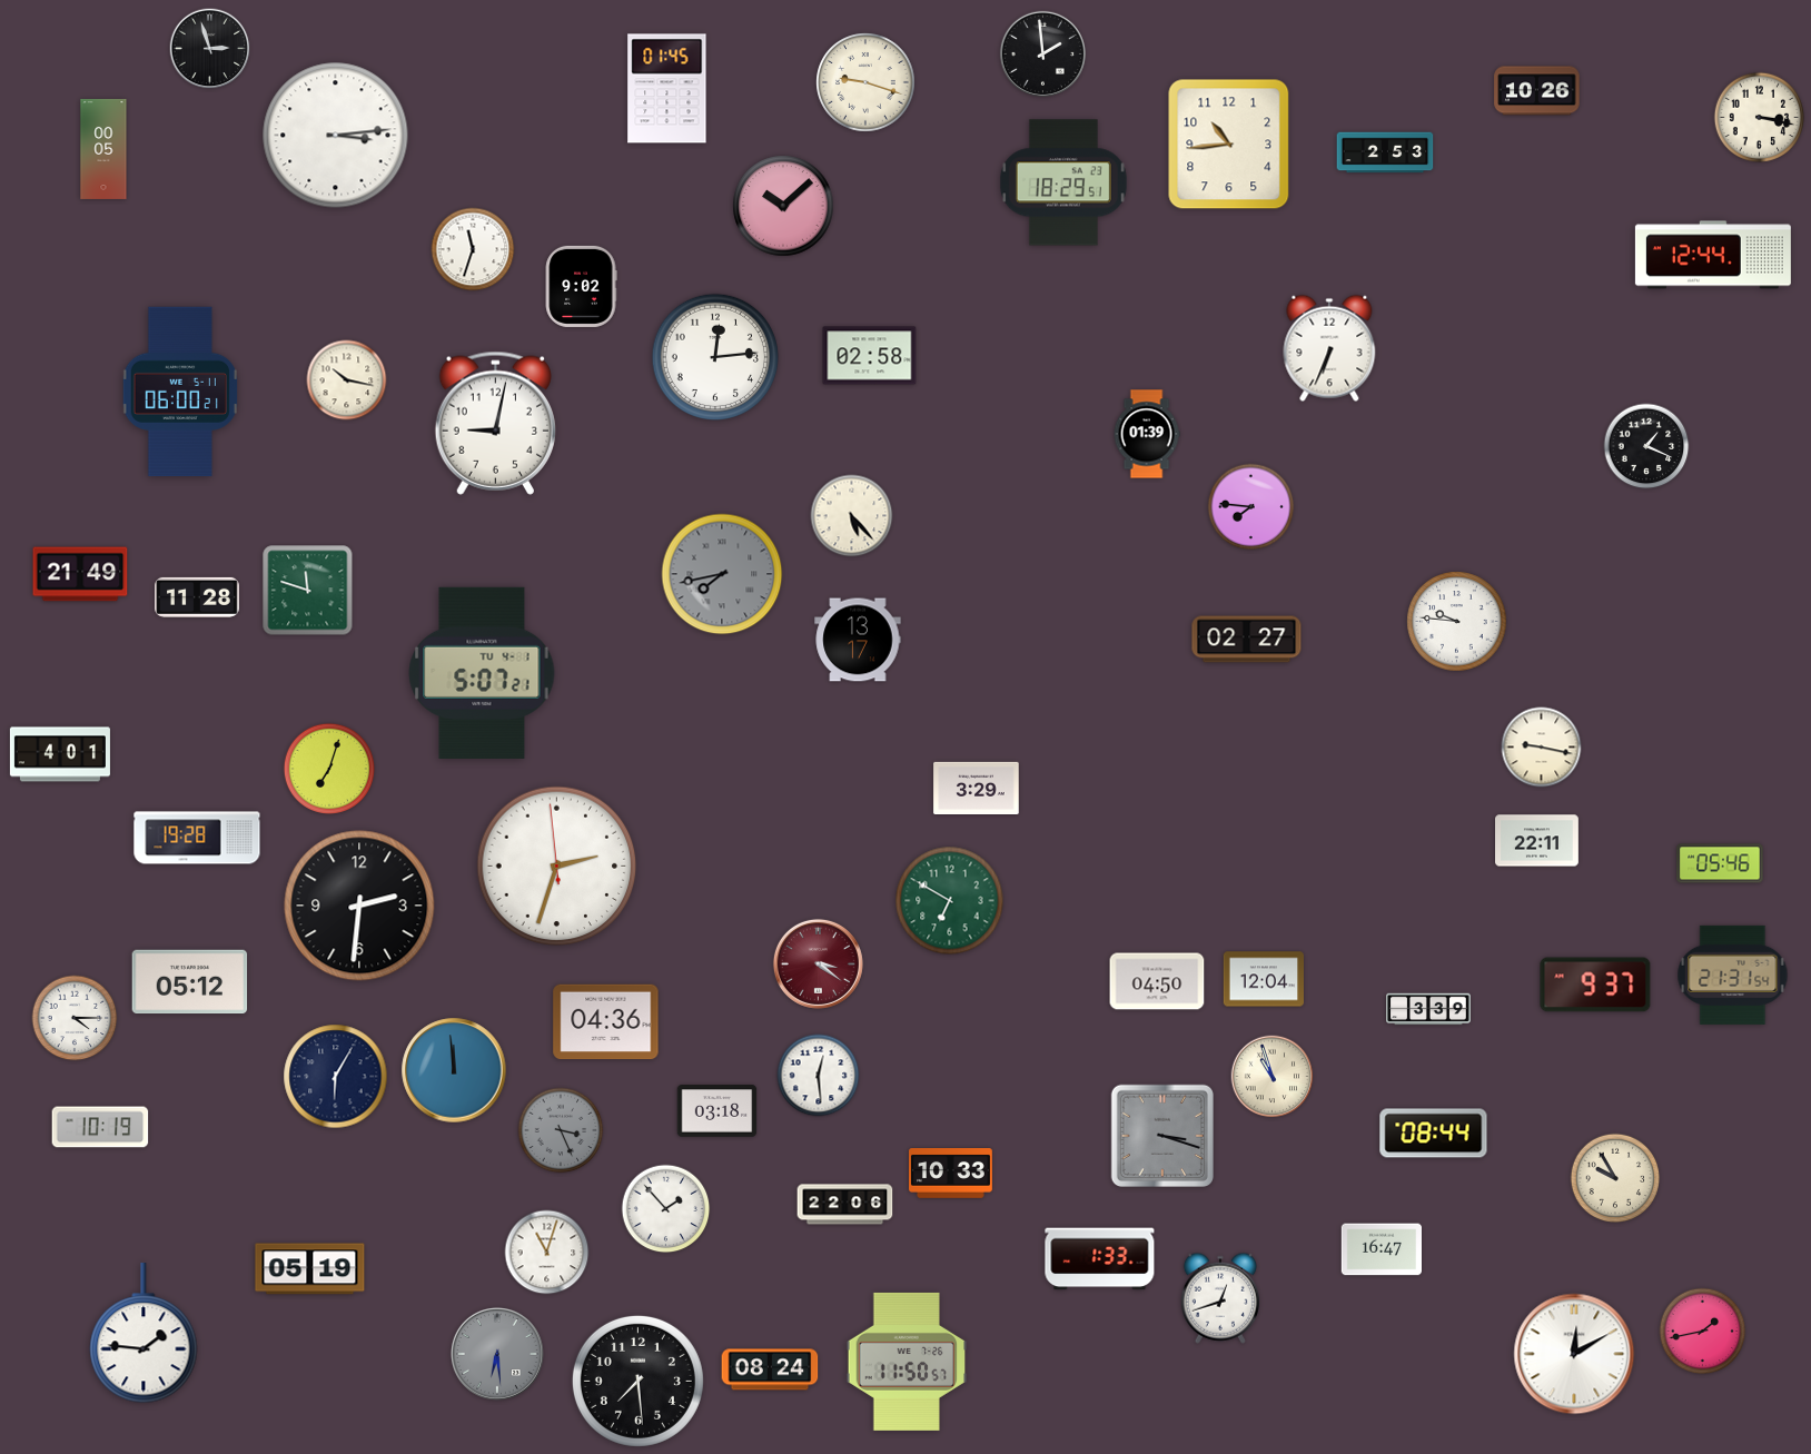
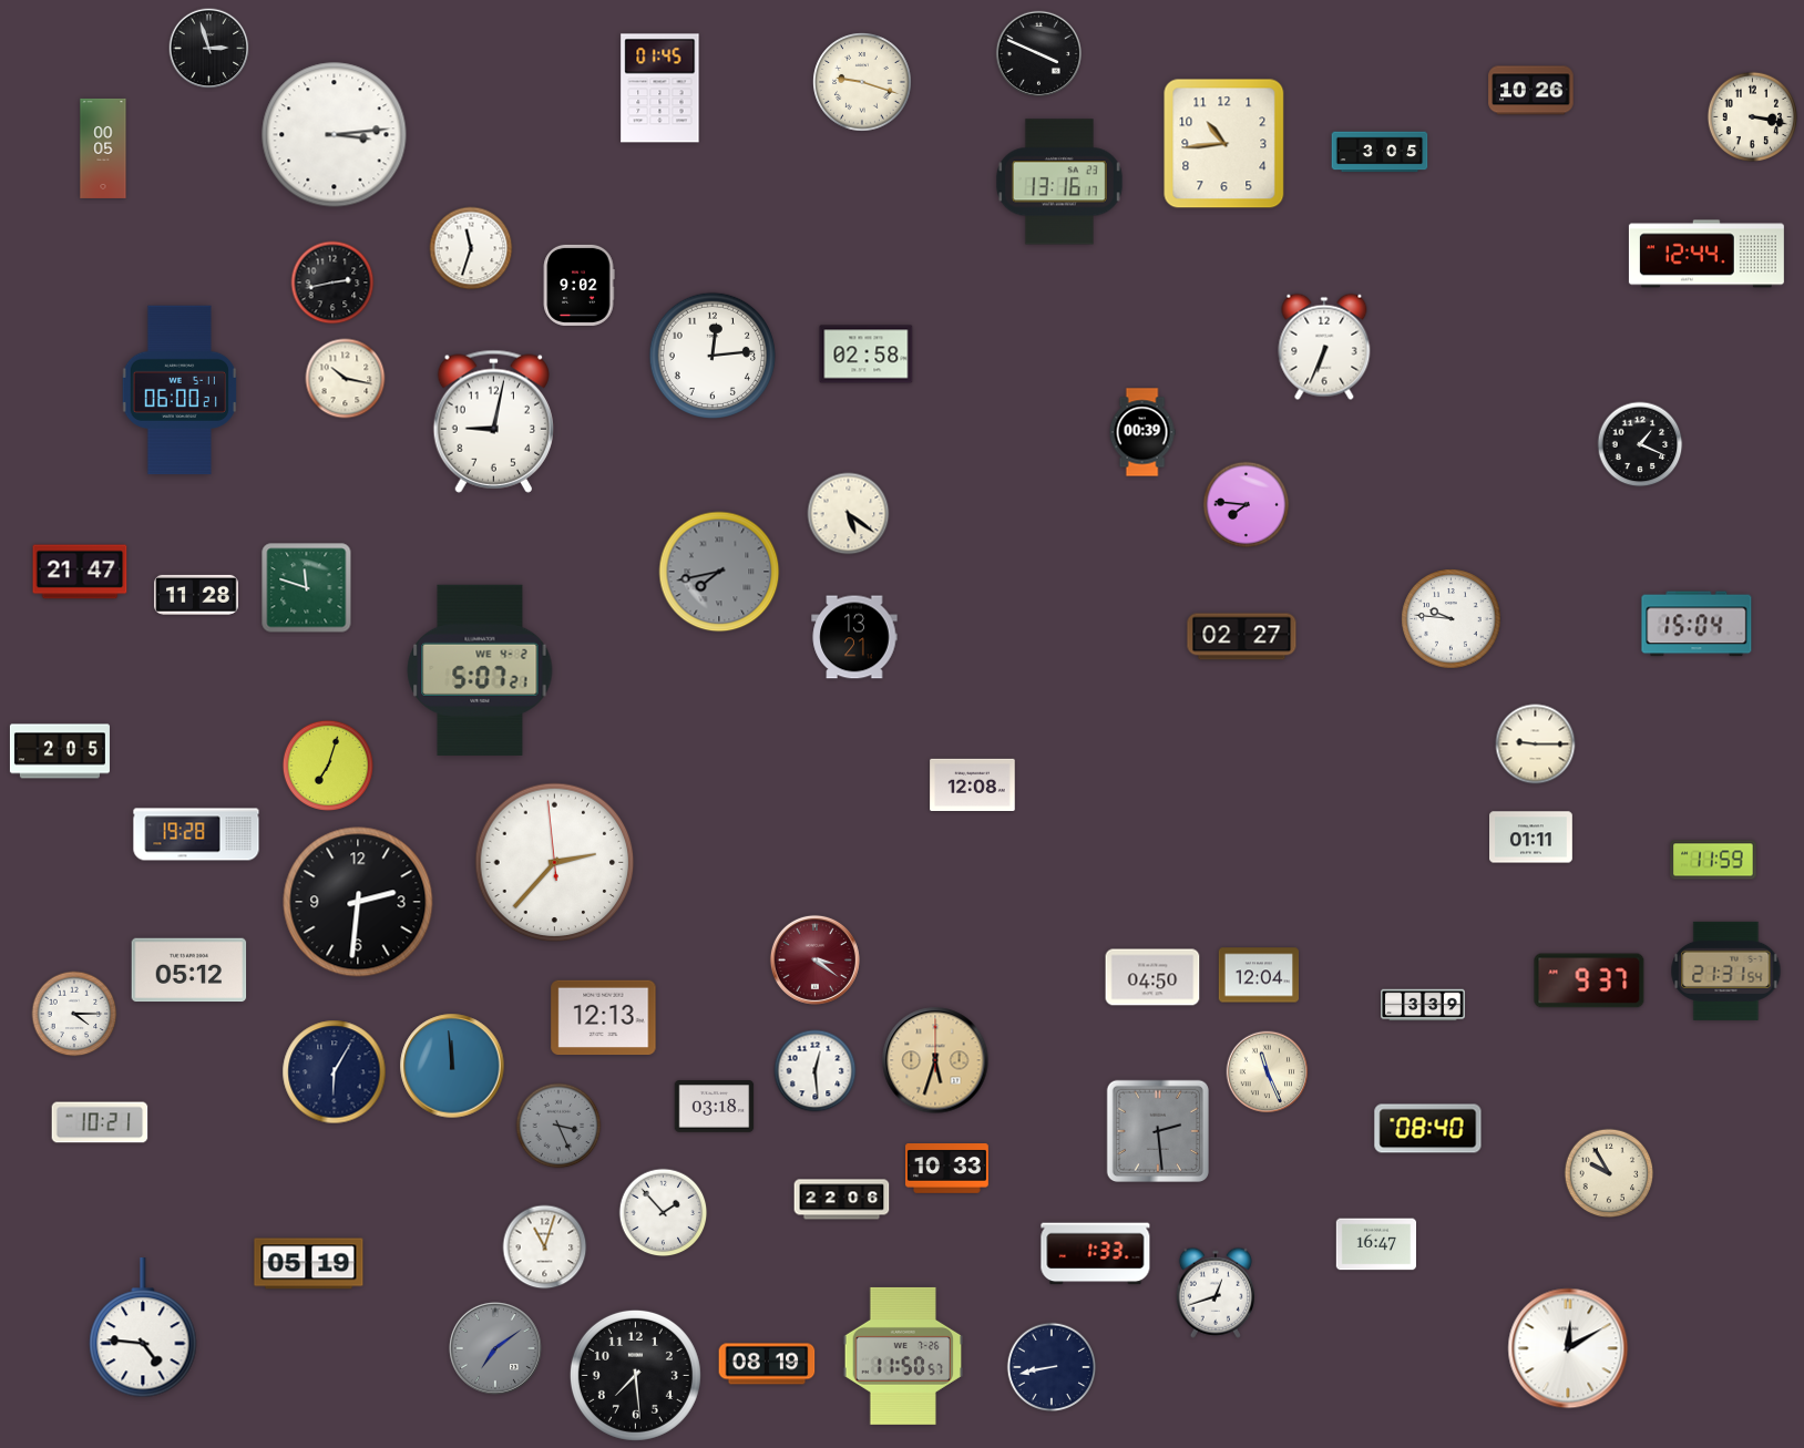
clock at (1042, 53): 1:59 -> 3:49
clock at (667, 89) position: (667, 89) -> (660, 89)
clock at (1385, 152): 2:53 -> 3:05
clock at (1063, 182): 18:29 -> 13:16
clock at (783, 206): 10:08 -> none
clock at (332, 283): none -> 2:43
clock at (1147, 434): 01:39 -> 00:39
clock at (852, 516): 5:23 -> 5:21
clock at (80, 574): 21:49 -> 21:47
clock at (1697, 624): none -> 15:04
clock at (858, 640): 13:17 -> 13:21
clock at (482, 673) date: TU 4-1 -> WE 4-2
clock at (1542, 748): 9:17 -> 9:15
clock at (60, 754): 4:01 -> 2:05
clock at (977, 788): 3:29 -> 12:08
clock at (1537, 841): 22:11 -> 01:11
clock at (1720, 863): 05:46 -> 11:59
clock at (557, 867): 2:32 -> 2:36
clock at (950, 901): 6:50 -> none
clock at (190, 982) position: (190, 982) -> (189, 971)
clock at (606, 1022): 04:36 -> 12:13
clock at (935, 1060): none -> 5:33
clock at (1273, 1077): 10:57 -> 11:26
clock at (100, 1127): 10:19 -> 10:21
clock at (1434, 1134): 08:44 -> 08:40
clock at (1161, 1135): 3:18 -> 2:29
clock at (666, 1209) position: (666, 1209) -> (664, 1213)
clock at (1703, 1332): 1:43 -> none
clock at (144, 1334): 1:46 -> 4:46
clock at (497, 1354): 6:29 -> 7:09
clock at (770, 1369): 08:24 -> 08:19
clock at (1052, 1367): none -> 8:43
